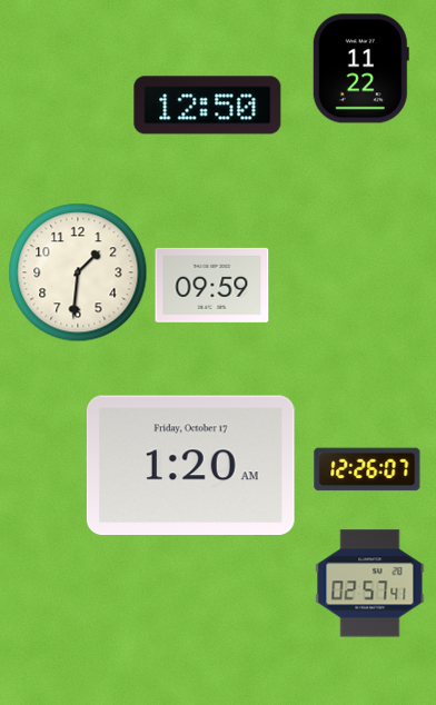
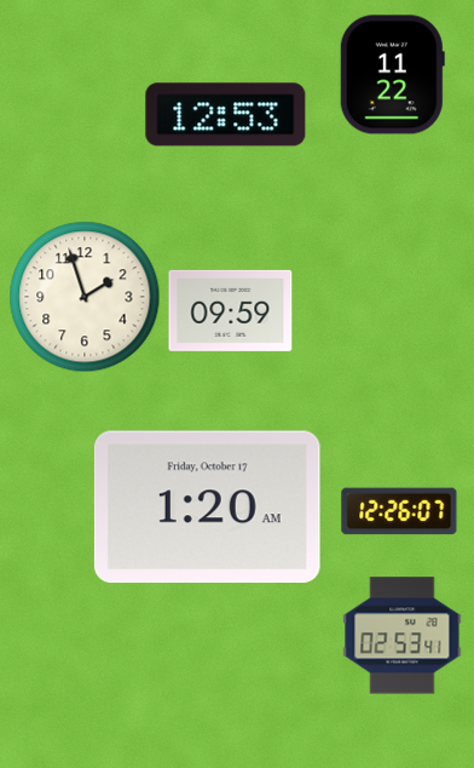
clock at (208, 106): 12:50 -> 12:53
clock at (78, 272): 1:31 -> 1:57
clock at (370, 584): 02:57 -> 02:53
